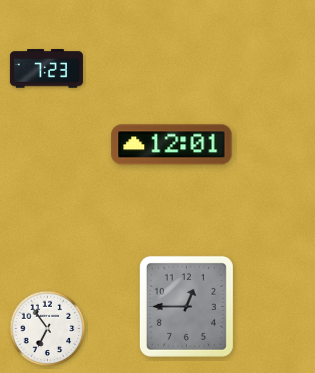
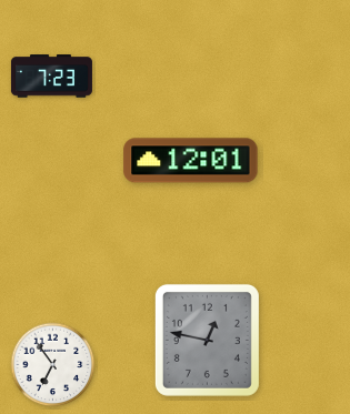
clock at (186, 306): 12:45 -> 12:47
